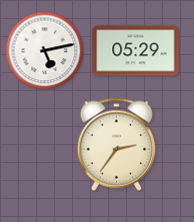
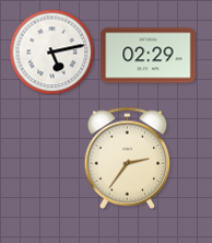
clock at (44, 50) position: (44, 50) -> (51, 51)
clock at (136, 51): 05:29 -> 02:29
